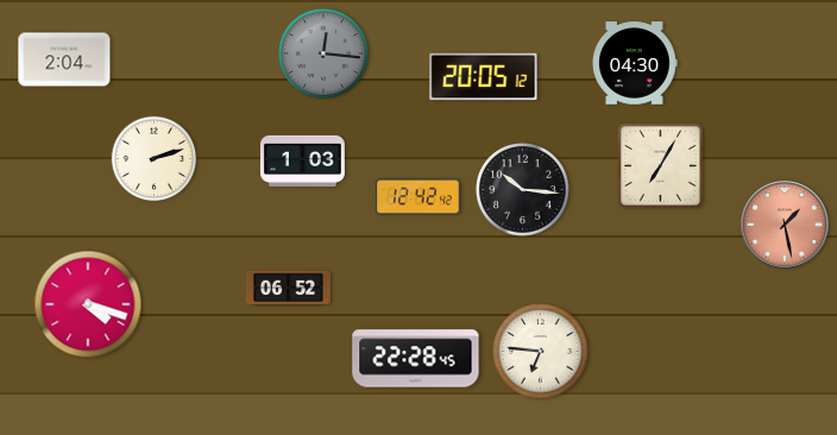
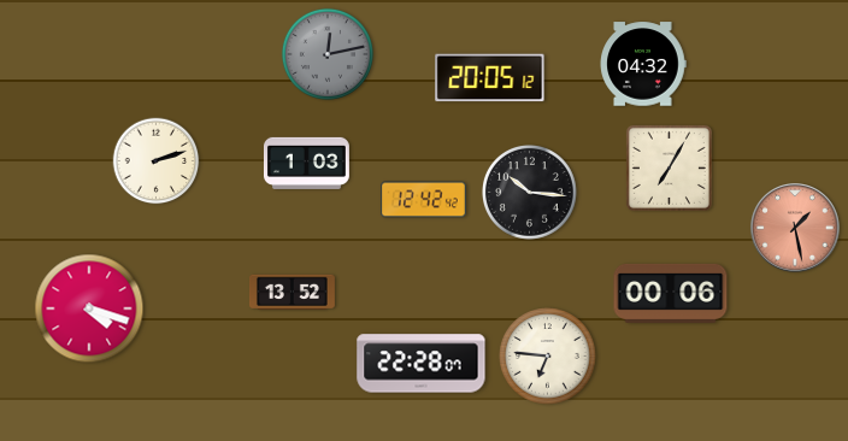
clock at (323, 53): 12:16 -> 12:13
clock at (64, 59): 2:04 -> none
clock at (635, 63): 04:30 -> 04:32
clock at (288, 289): 06:52 -> 13:52
clock at (671, 293): none -> 00:06
clock at (416, 359): 22:28:45 -> 22:28:07
